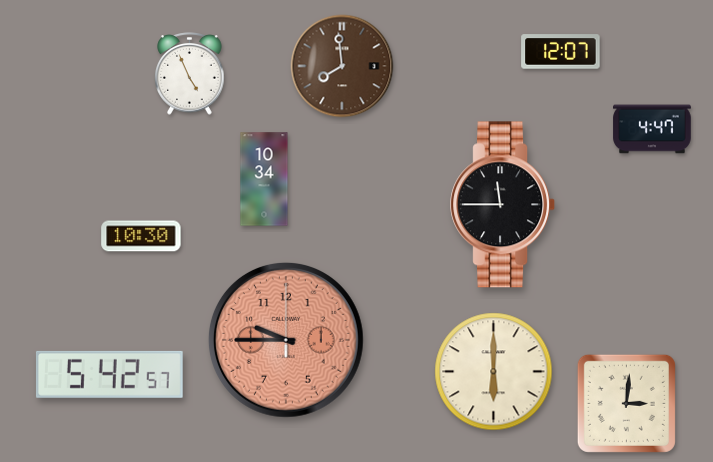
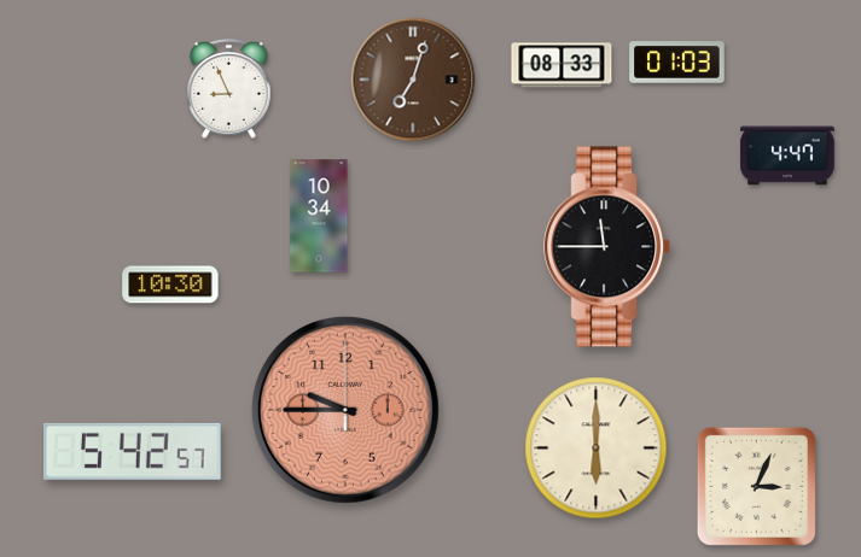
clock at (561, 52): 12:07 -> 01:03
clock at (562, 65): none -> 08:33
clock at (342, 66): 7:59 -> 7:03
clock at (190, 74): 4:56 -> 8:56
clock at (626, 403): 3:01 -> 3:04
